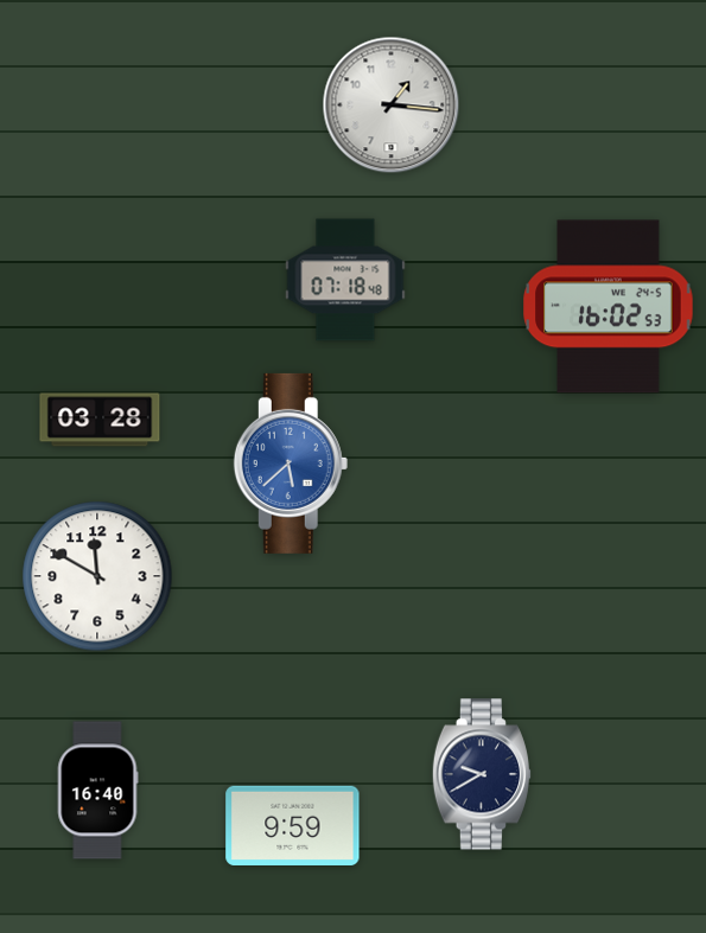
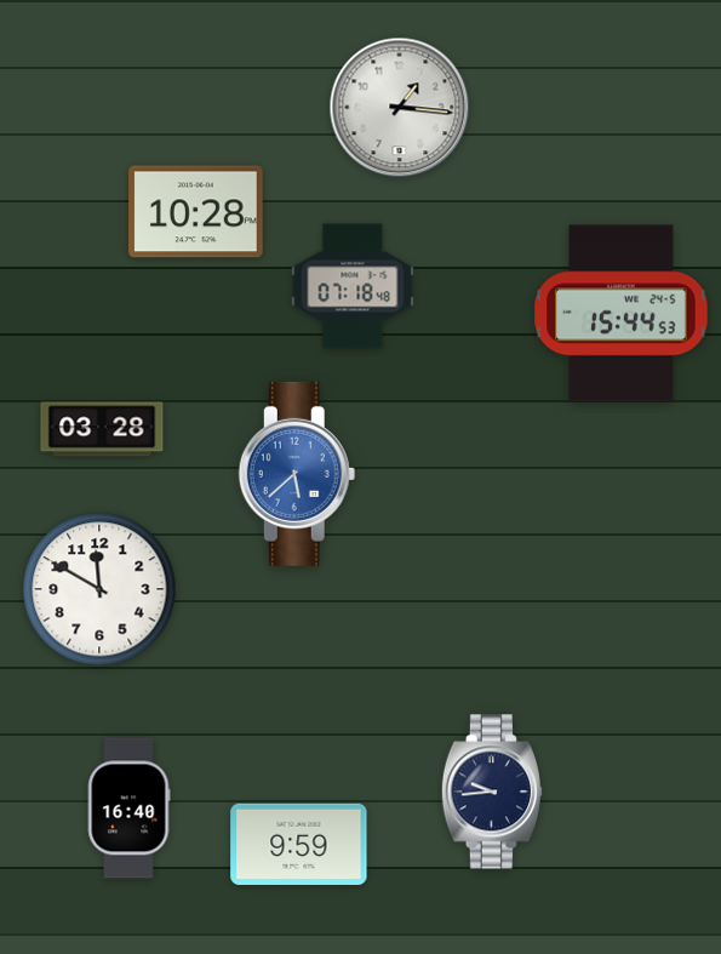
clock at (196, 212): none -> 10:28
clock at (609, 307): 16:02 -> 15:44
clock at (481, 774): 9:40 -> 9:44
clock at (97, 791) position: (97, 791) -> (128, 809)
